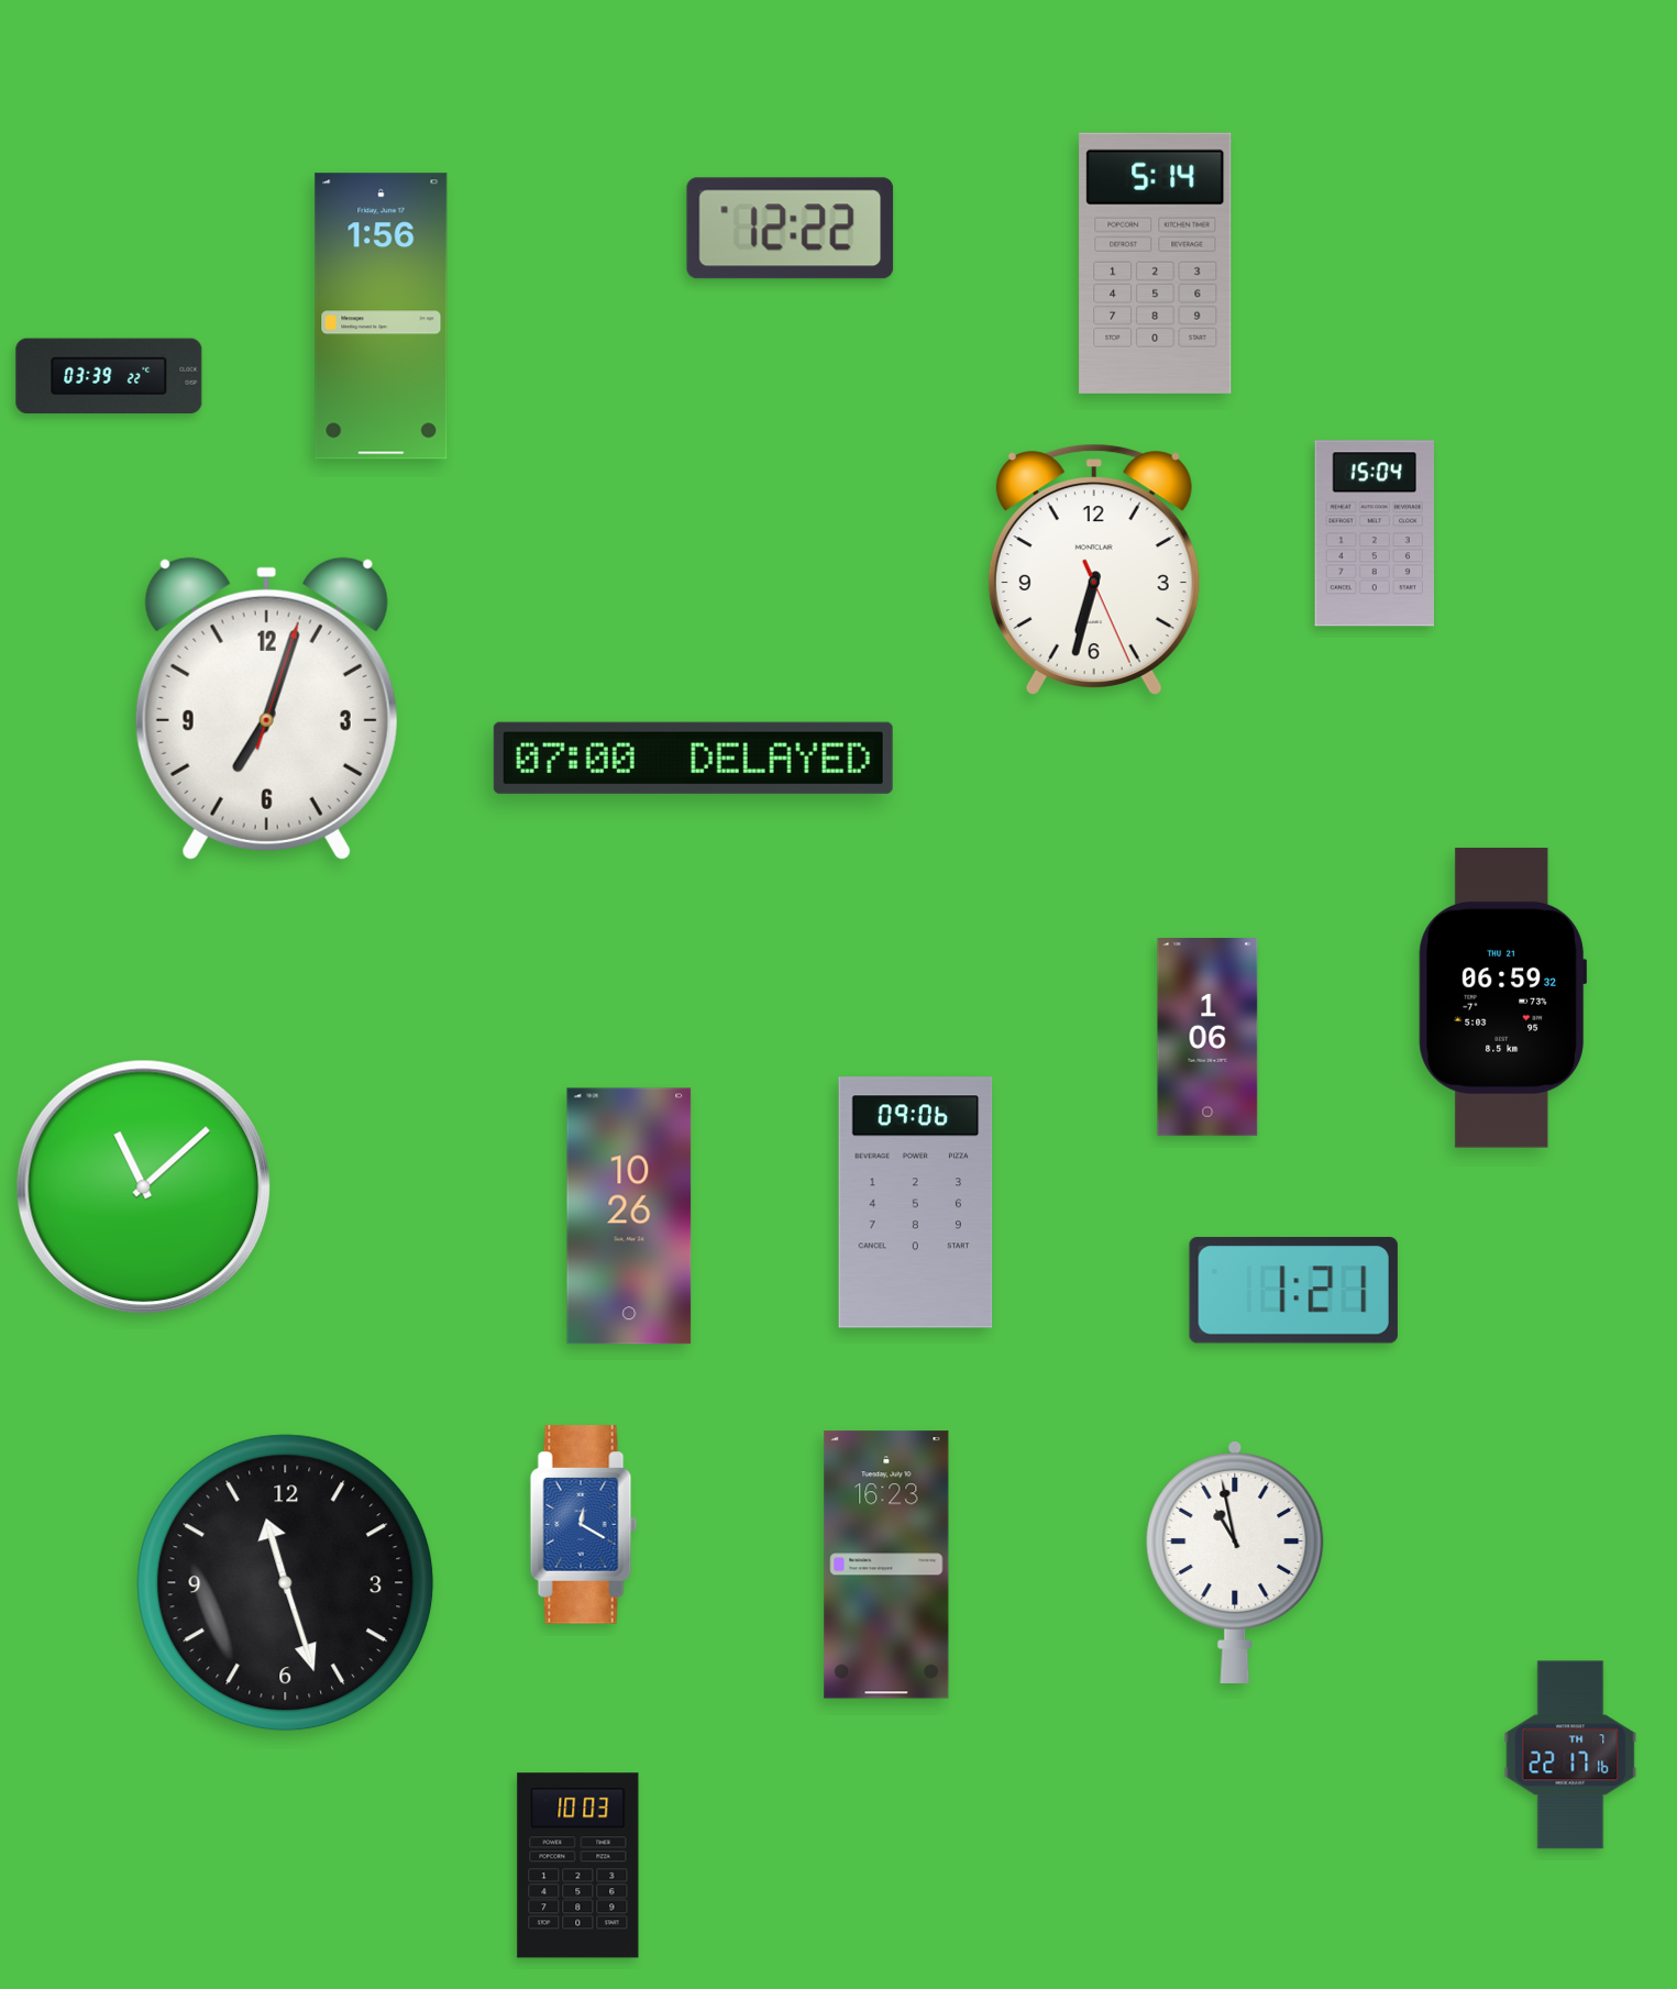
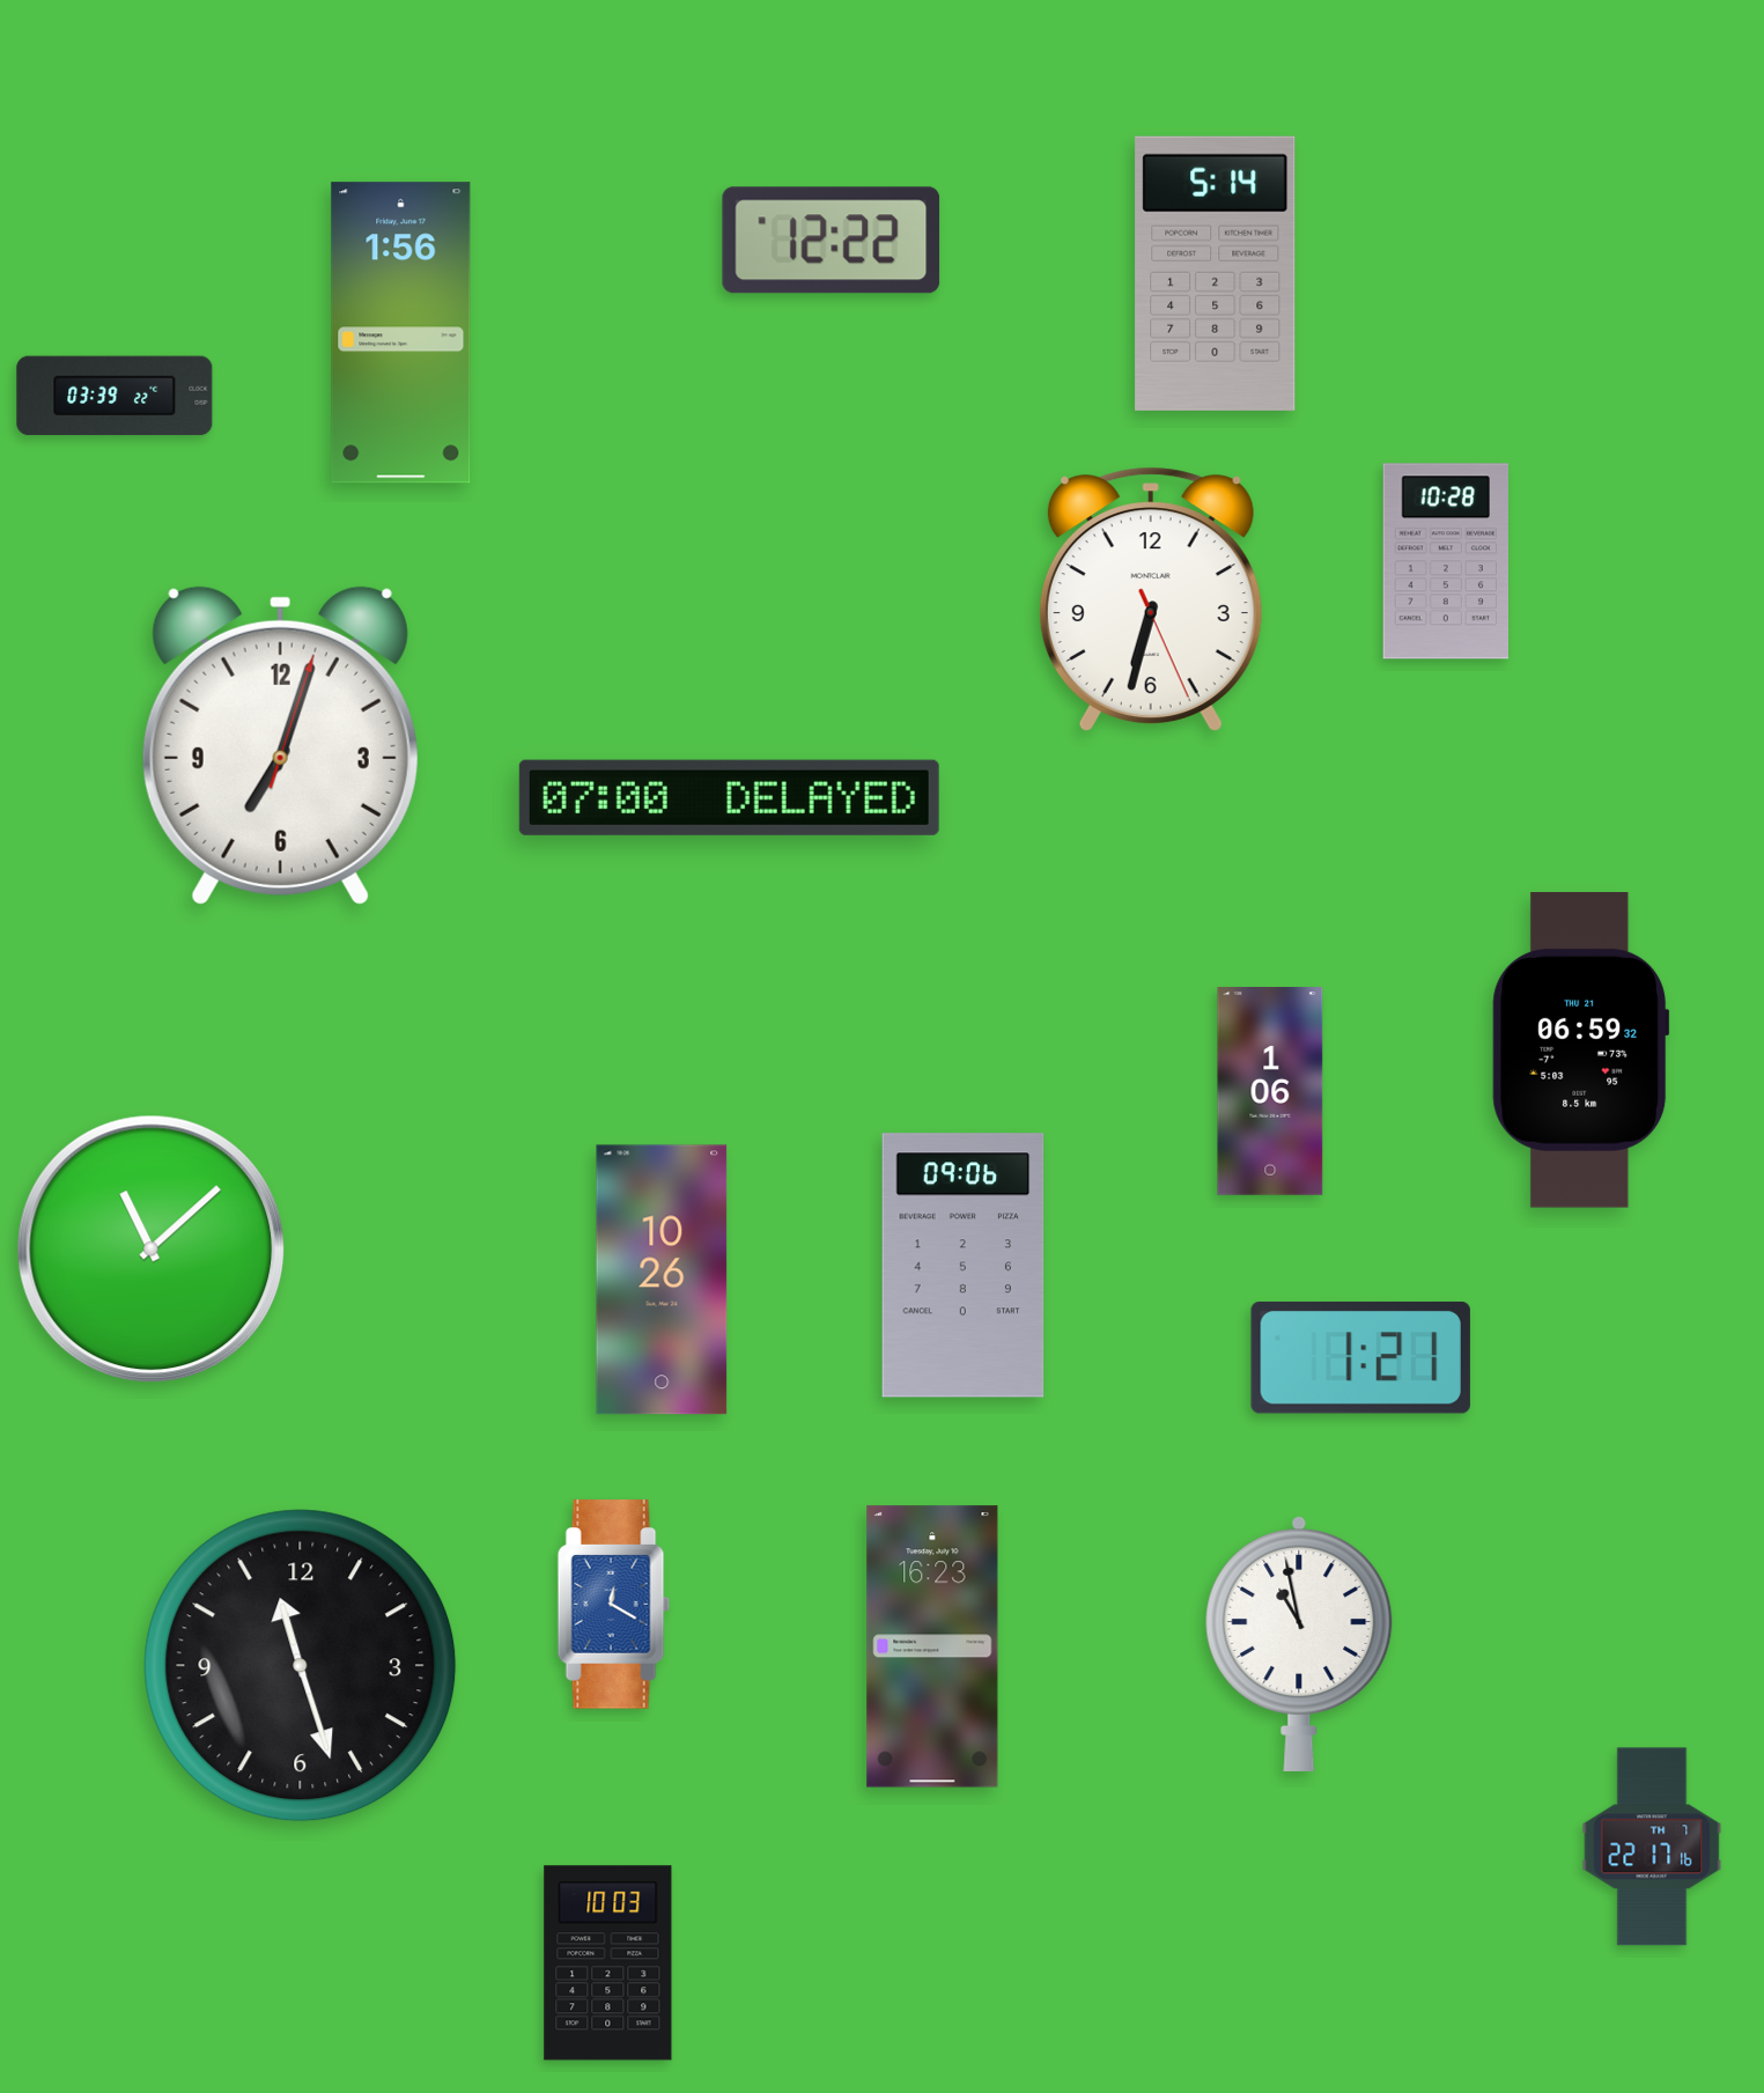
clock at (1156, 263) position: (1156, 263) -> (1216, 273)
clock at (1373, 533): 15:04 -> 10:28
